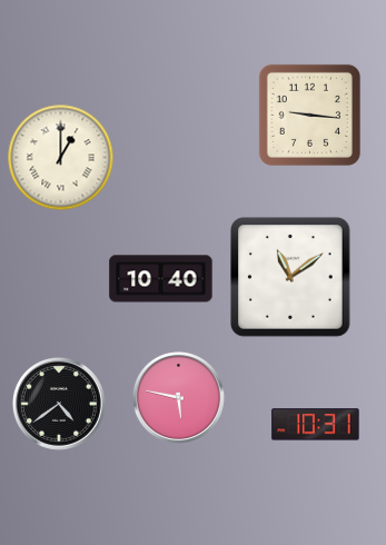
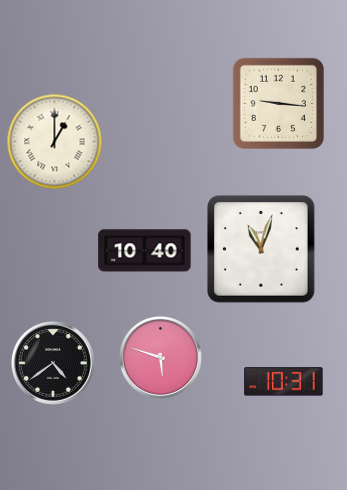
clock at (291, 278): 11:09 -> 11:03
clock at (178, 397): 5:47 -> 5:48
